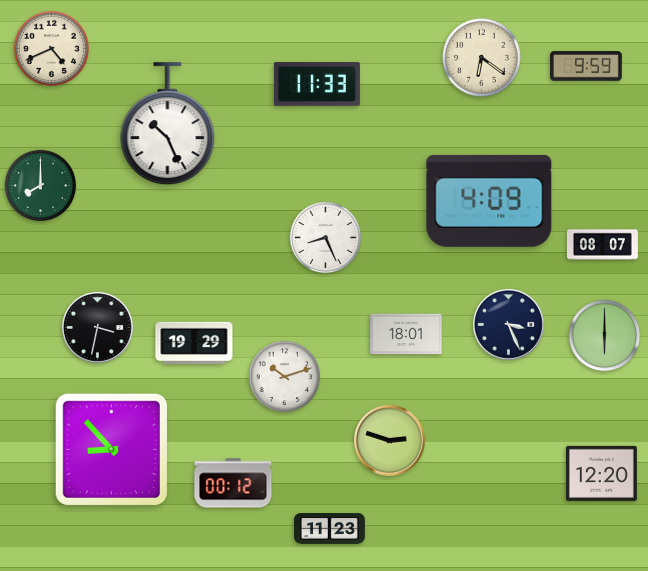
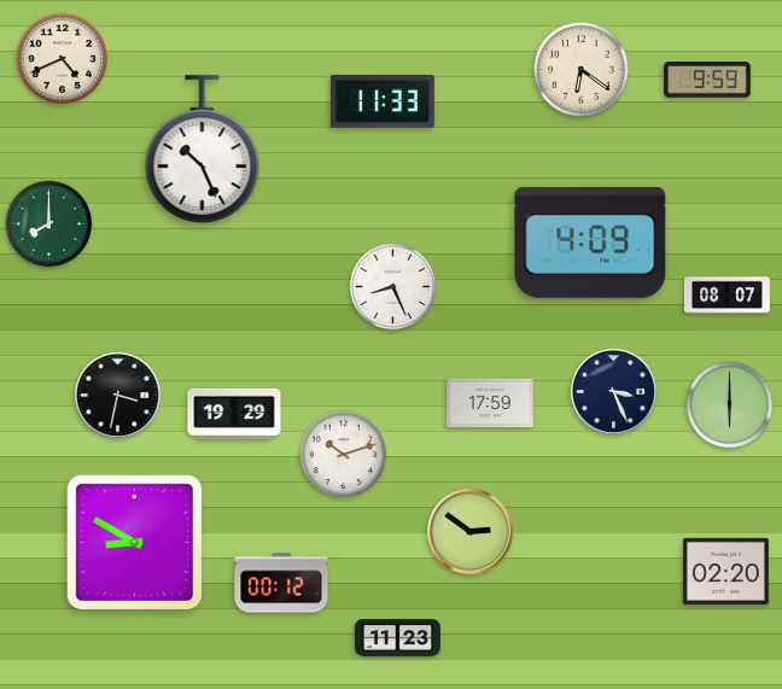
clock at (406, 334): 18:01 -> 17:59
clock at (389, 440): 2:48 -> 2:51
clock at (111, 449): 8:53 -> 8:50
clock at (601, 473): 12:20 -> 02:20
